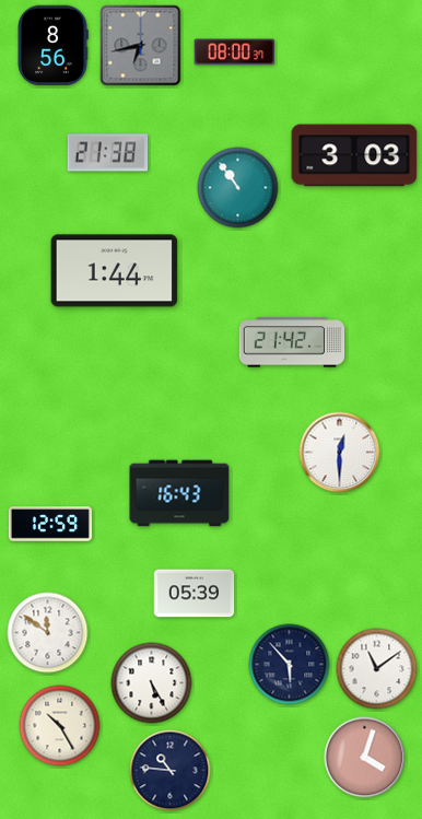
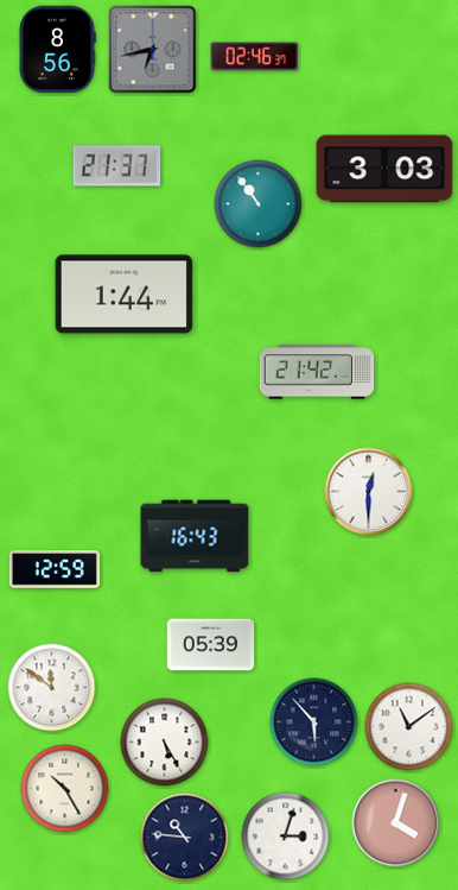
clock at (235, 52): 08:00 -> 02:46
clock at (108, 153): 21:38 -> 21:37
clock at (286, 837): none -> 3:03
